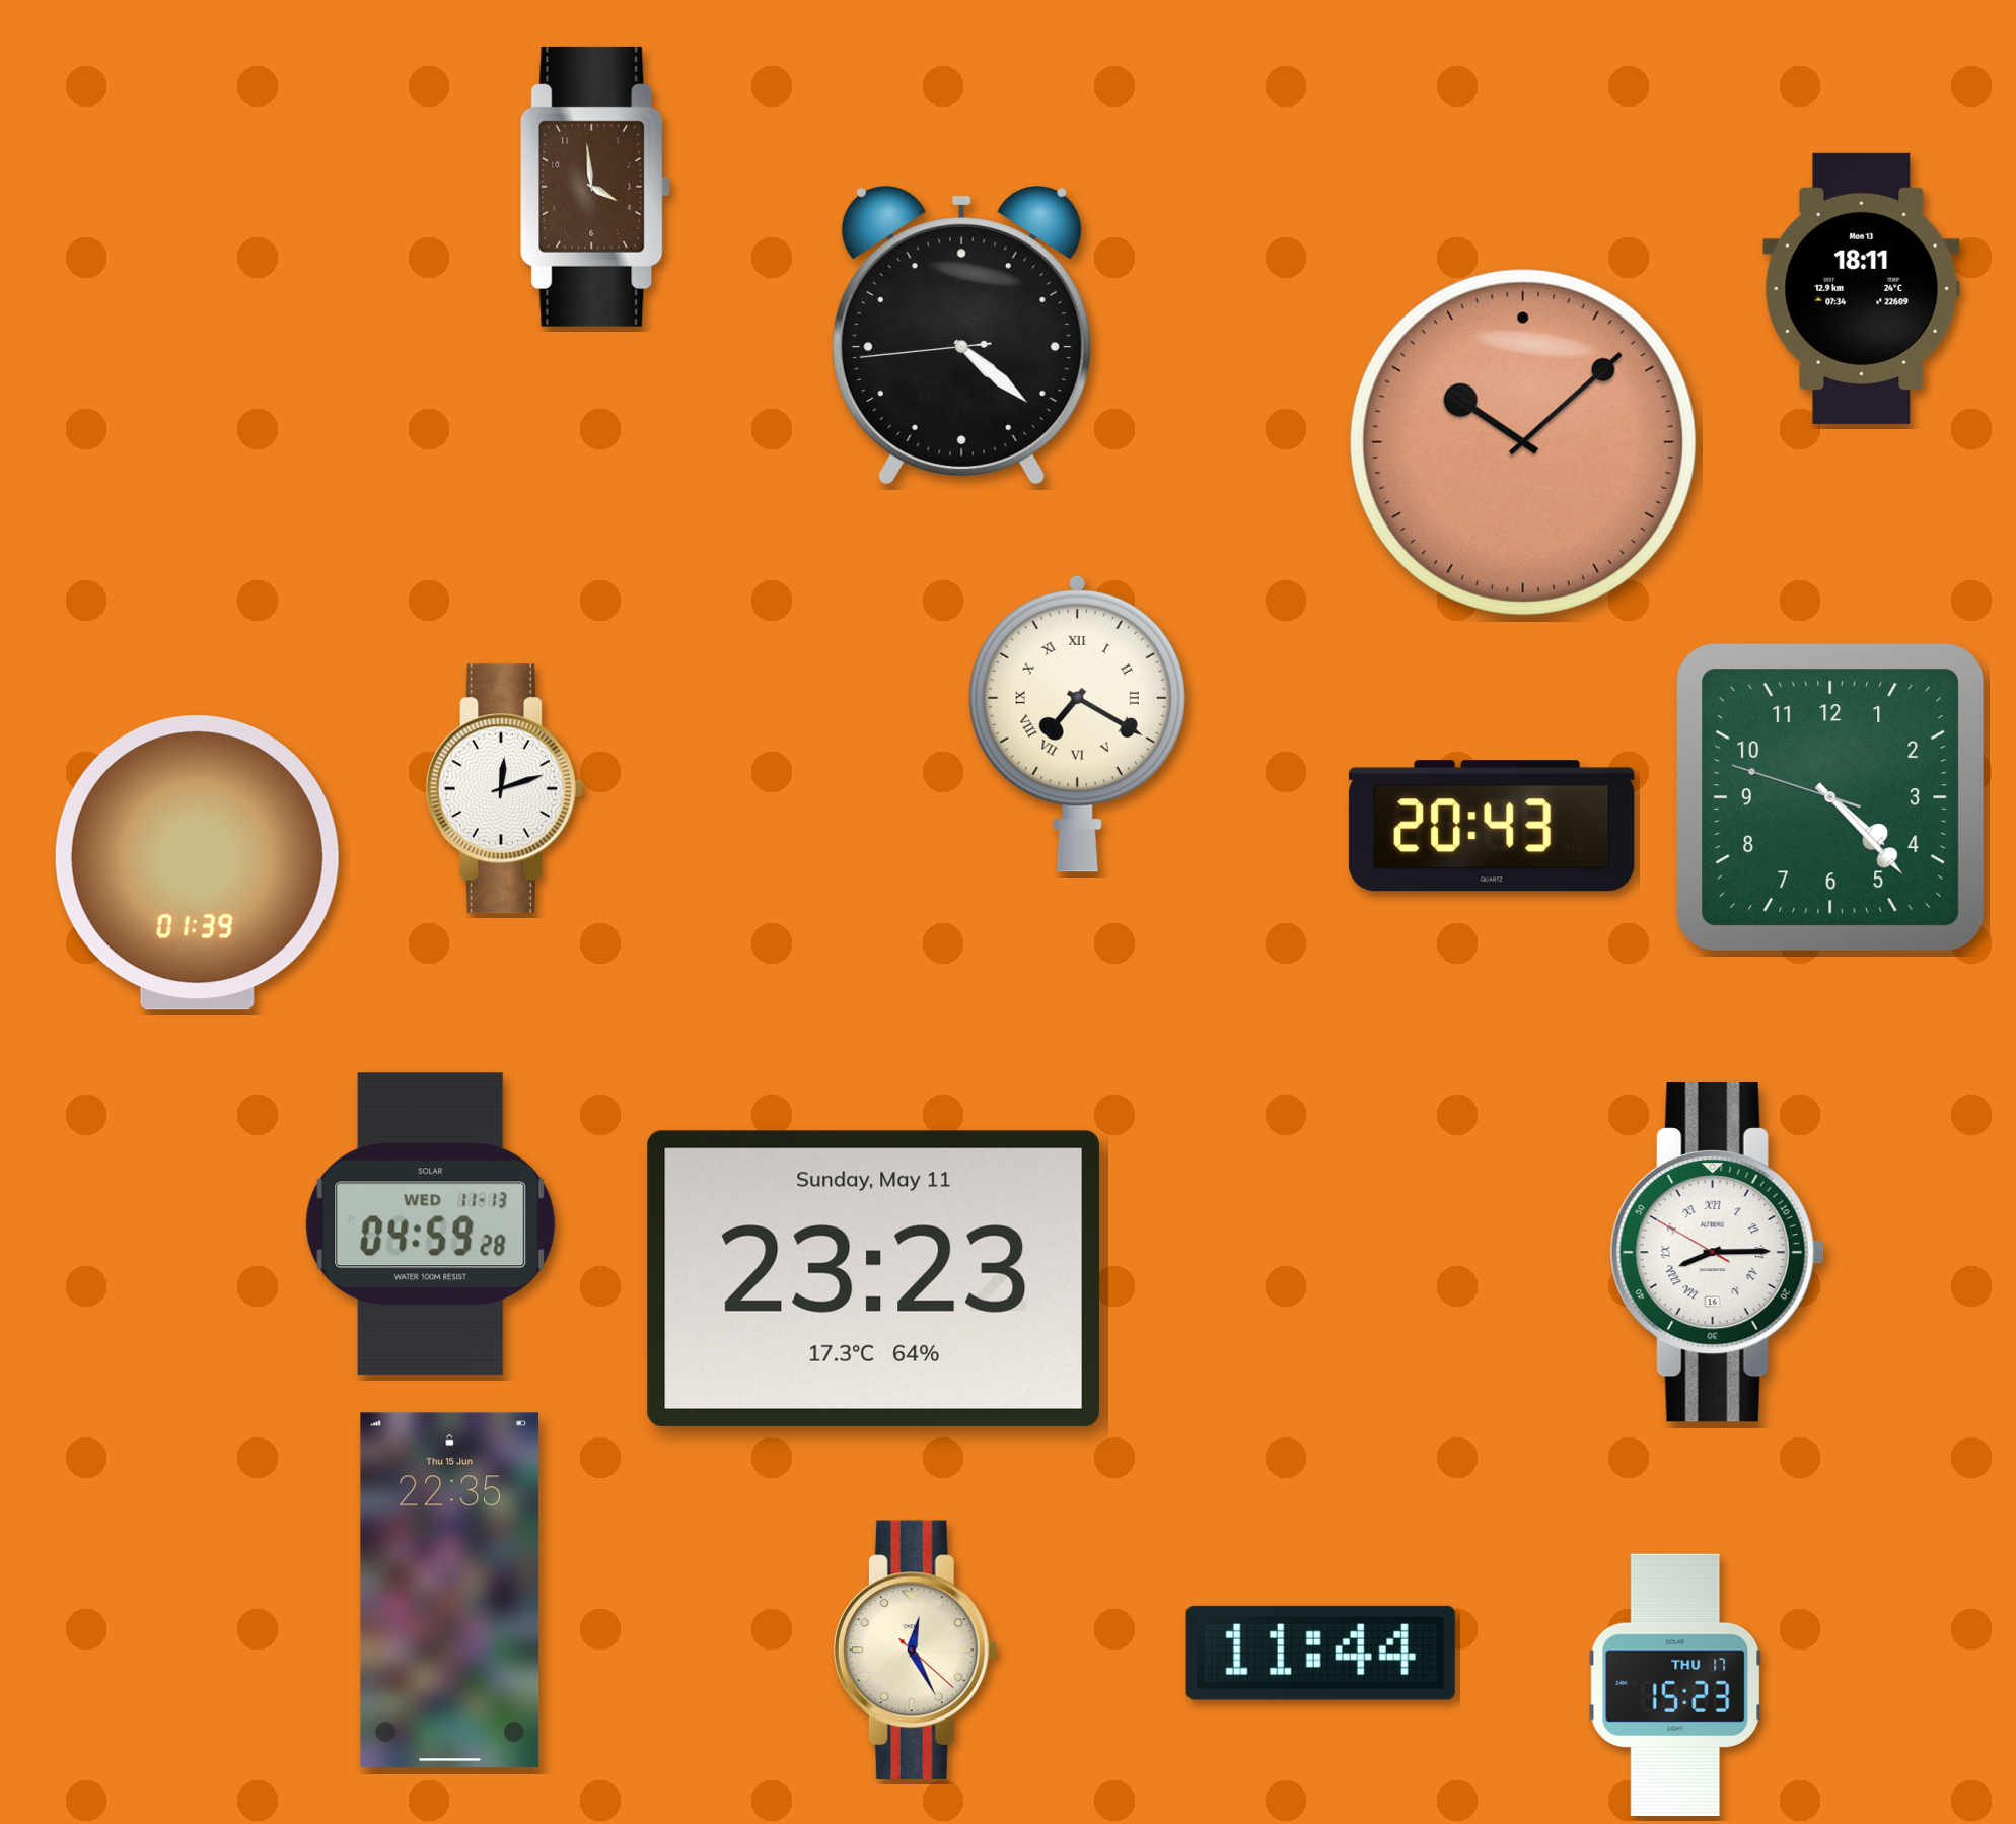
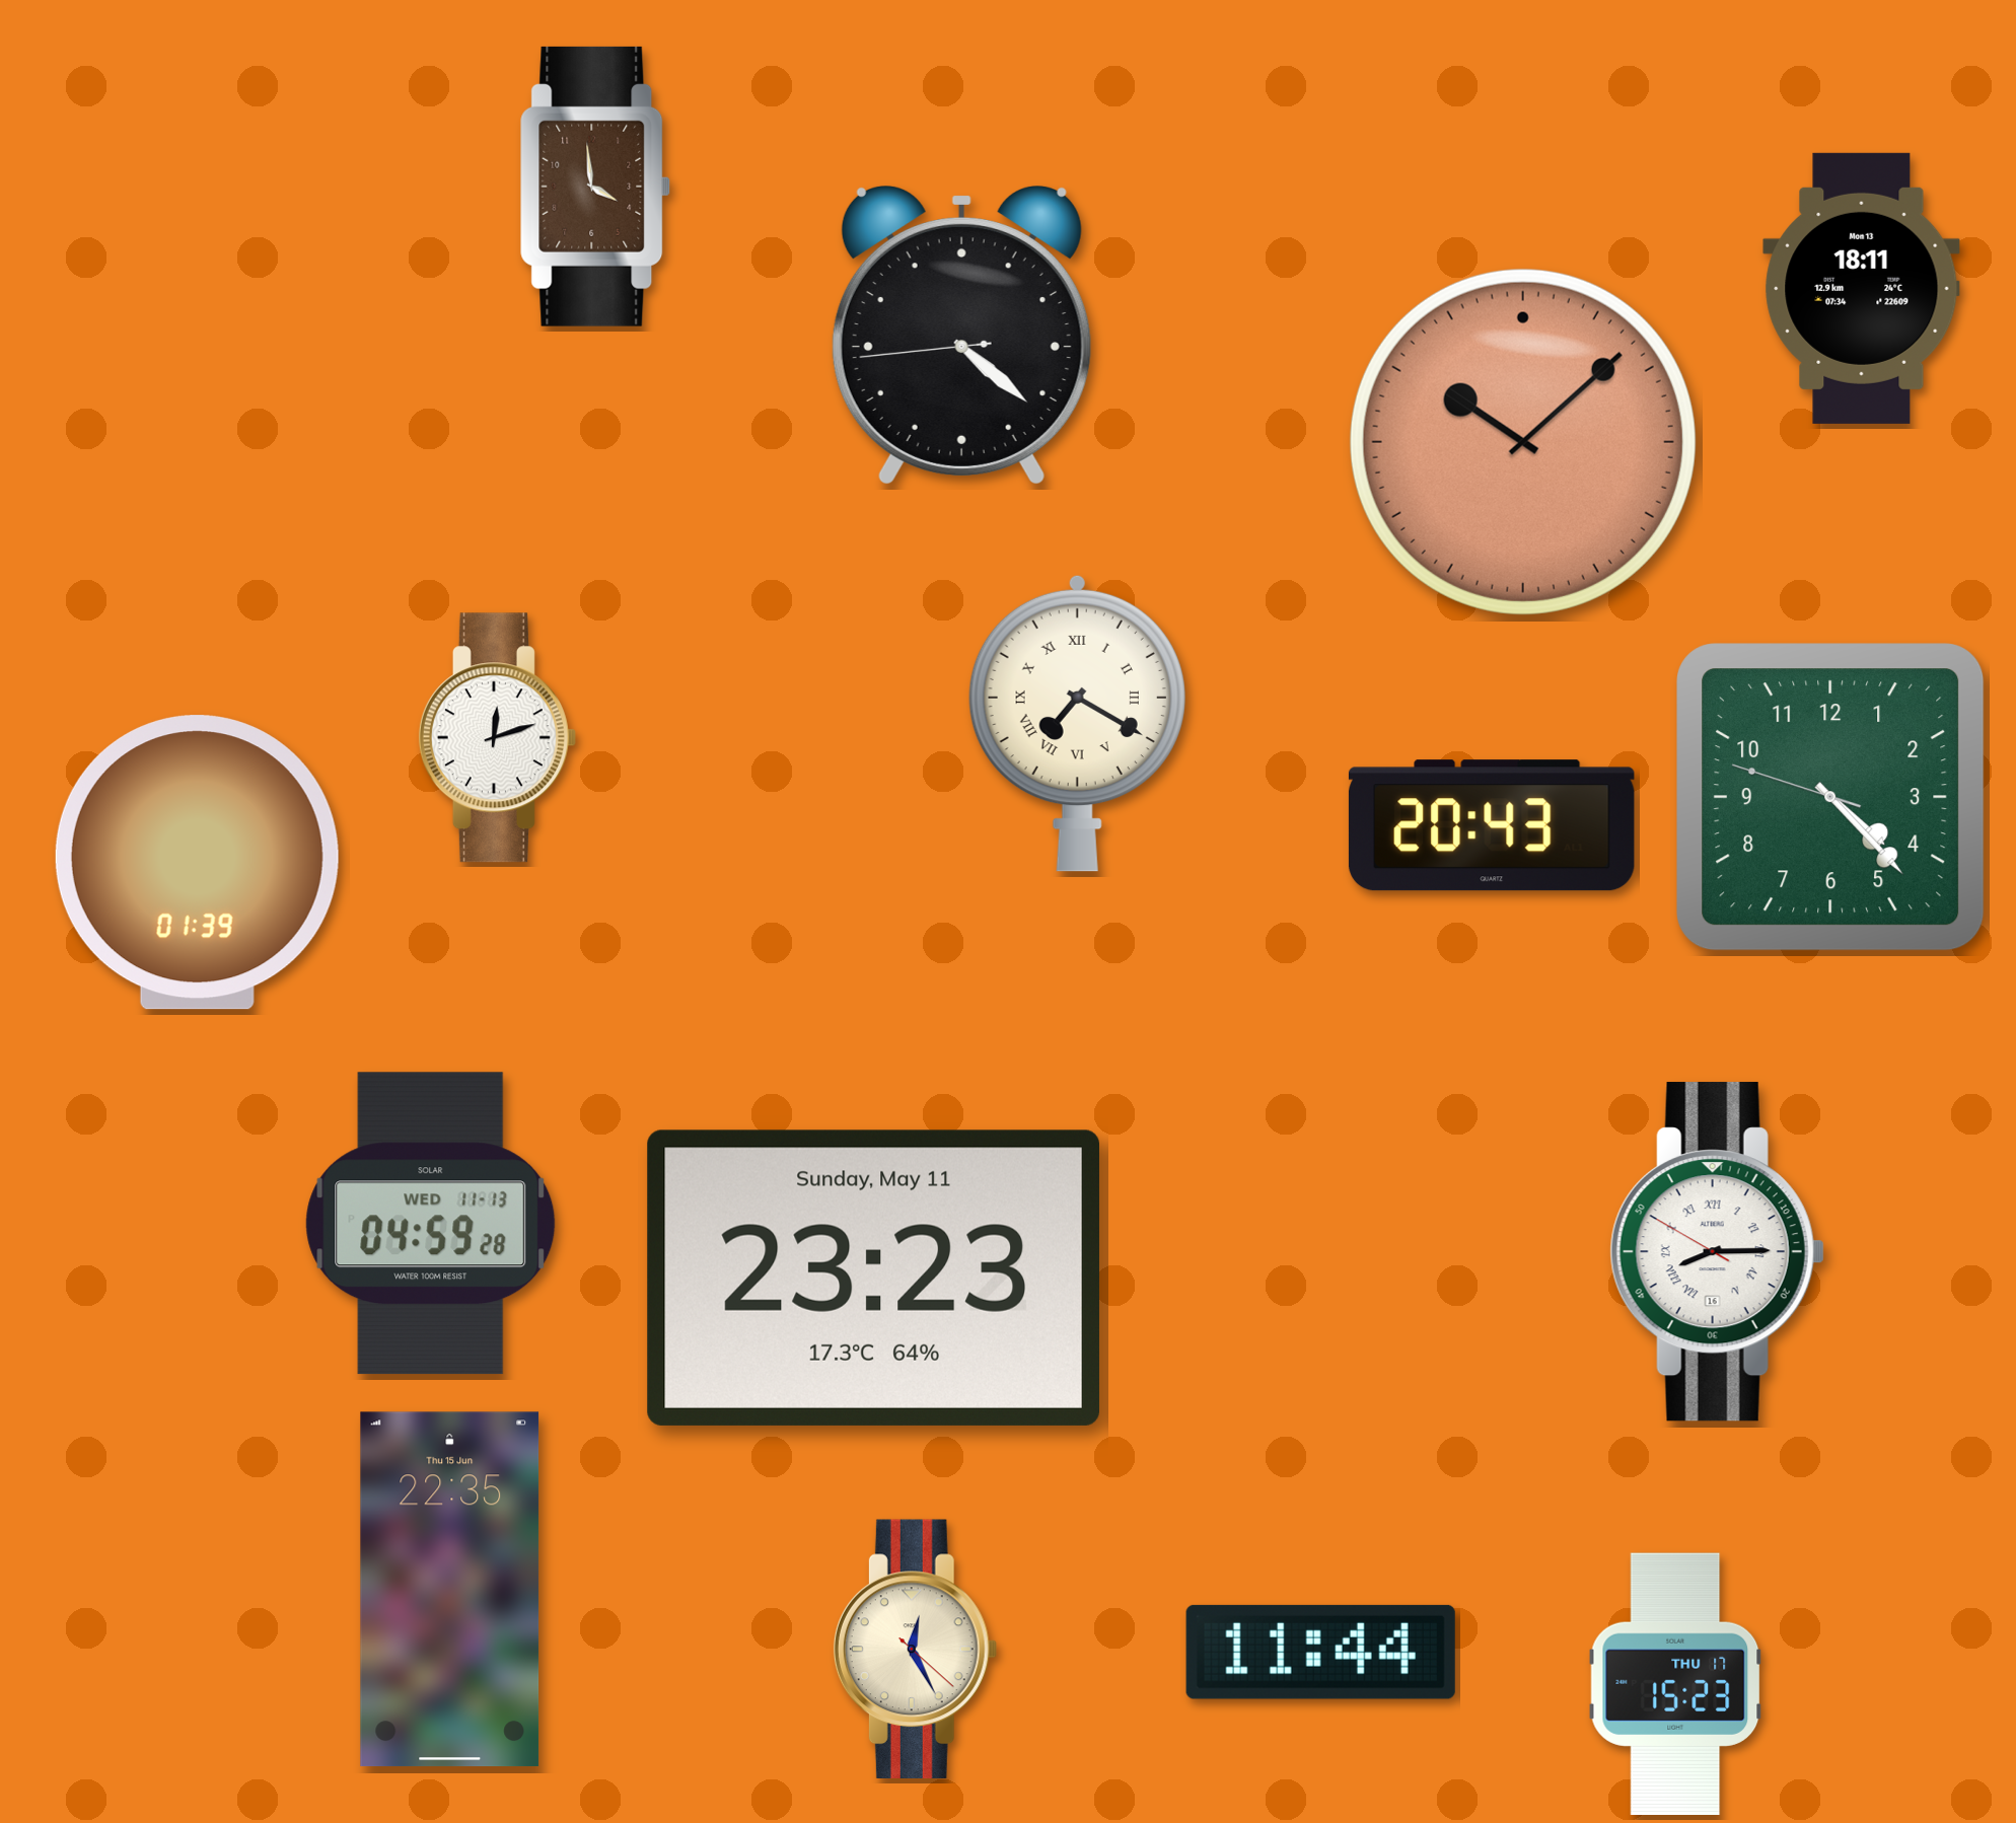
clock at (504, 789) position: (504, 789) -> (497, 738)
